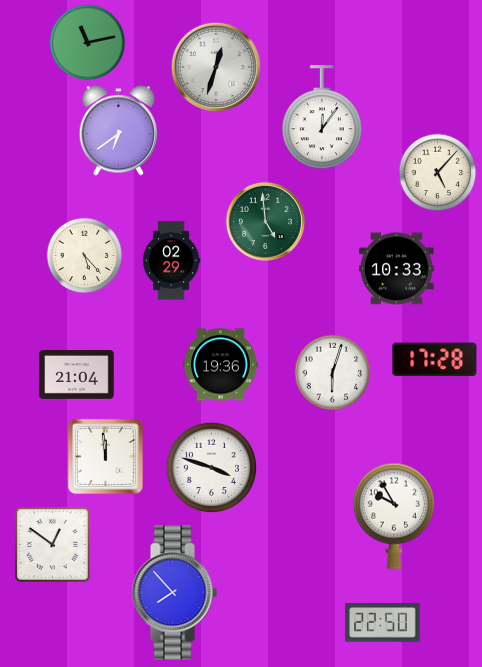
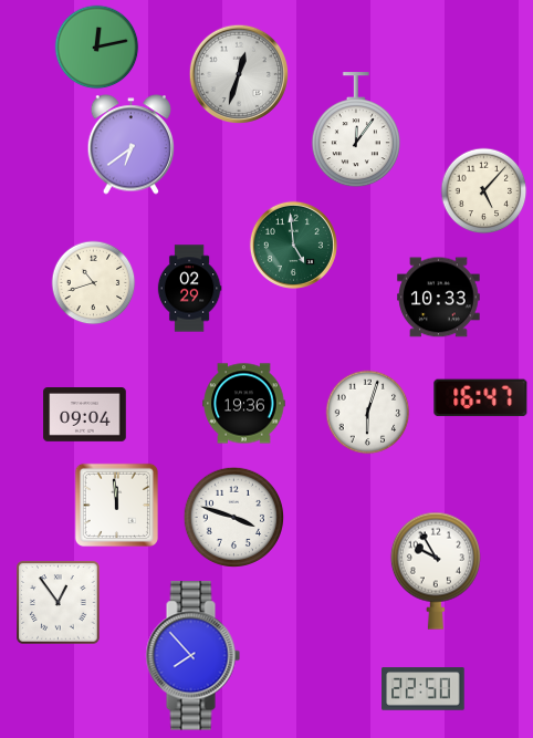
clock at (88, 43): 11:13 -> 12:13
clock at (85, 256): 5:23 -> 10:42
clock at (435, 360): 17:28 -> 16:47
clock at (77, 375): 21:04 -> 09:04
clock at (53, 545): 12:51 -> 12:54
